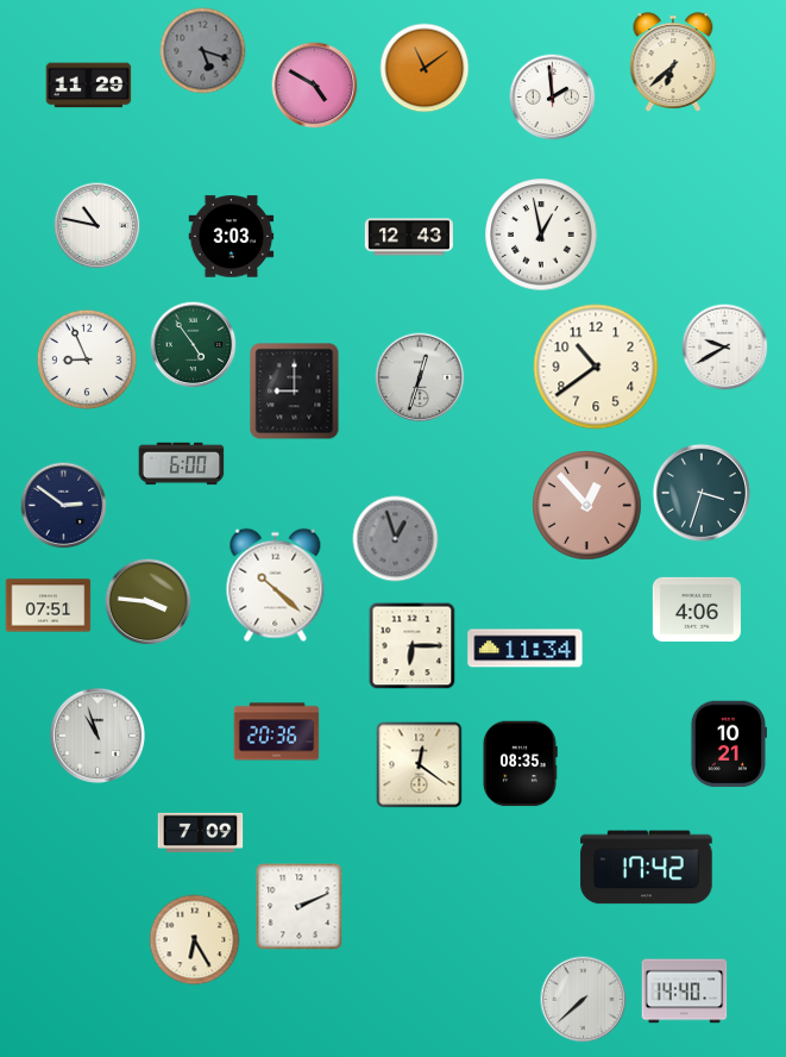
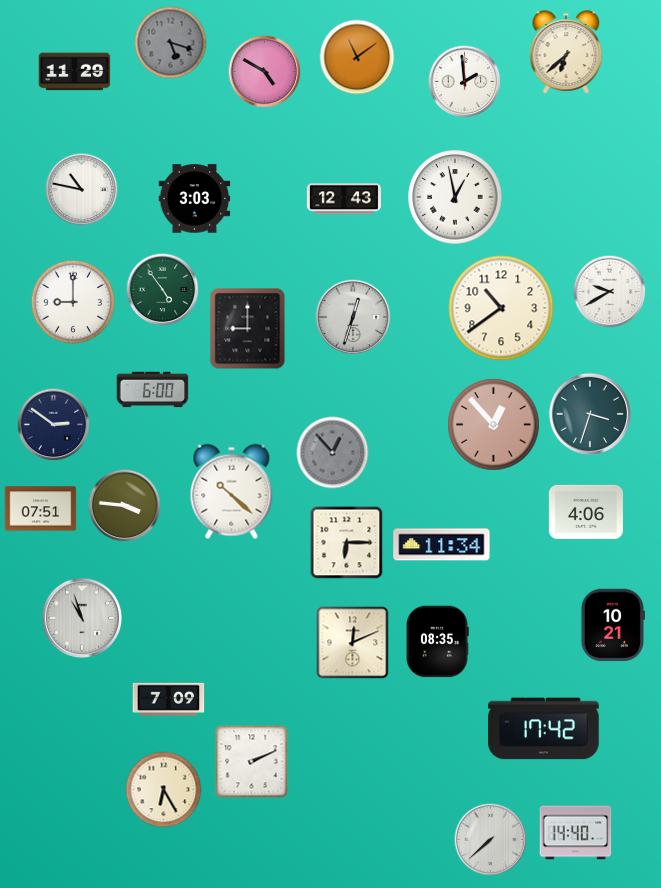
clock at (87, 359): 8:56 -> 9:00
clock at (396, 539): 12:57 -> 12:53
clock at (277, 732): 20:36 -> none
clock at (420, 765): 12:21 -> 12:11
